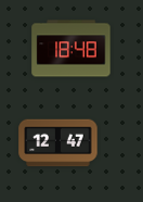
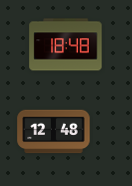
clock at (58, 143): 12:47 -> 12:48
